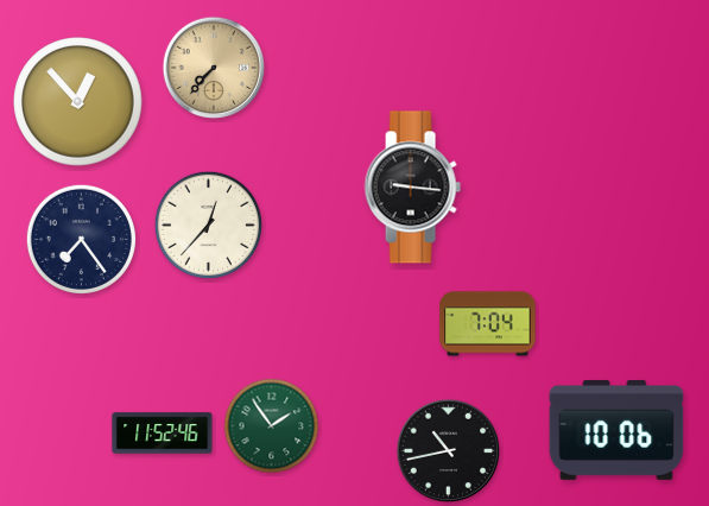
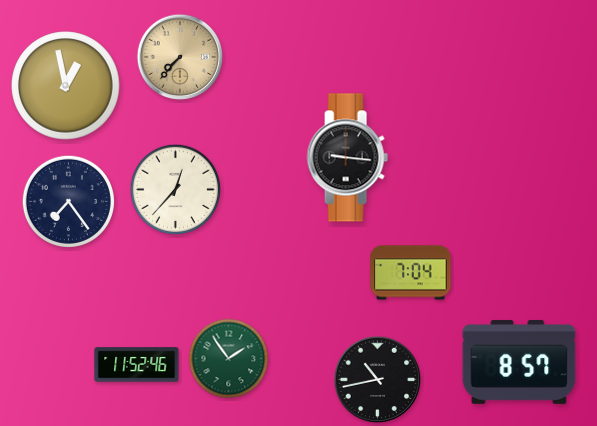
clock at (78, 102): 12:53 -> 12:58
clock at (616, 430): 10:06 -> 8:57
